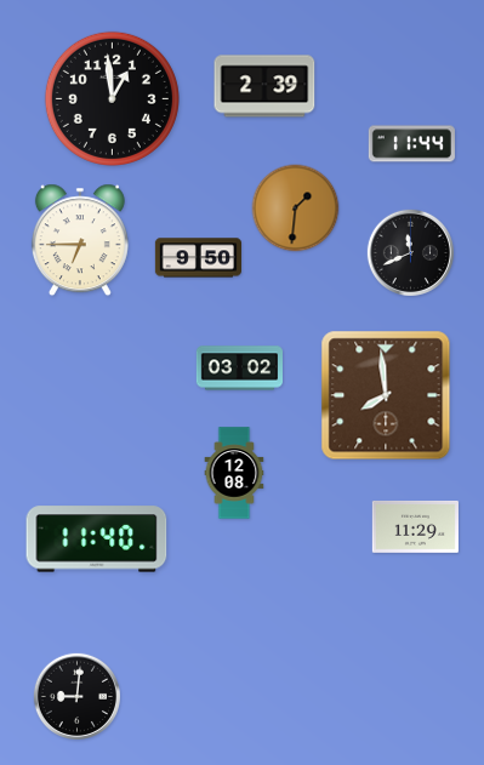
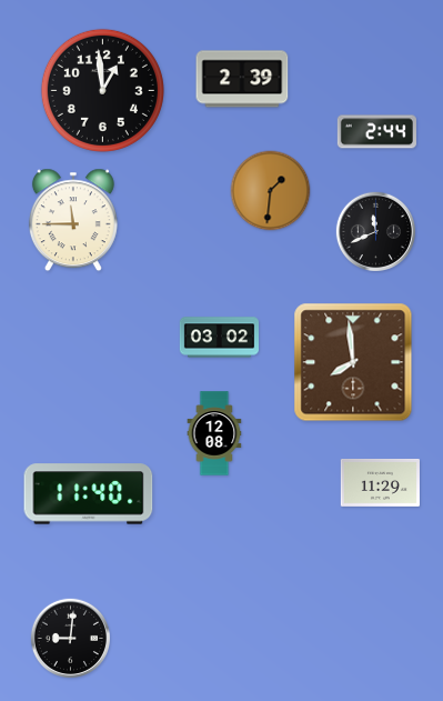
clock at (411, 144): 11:44 -> 2:44
clock at (80, 240): 6:45 -> 11:45
clock at (198, 258): 9:50 -> none
